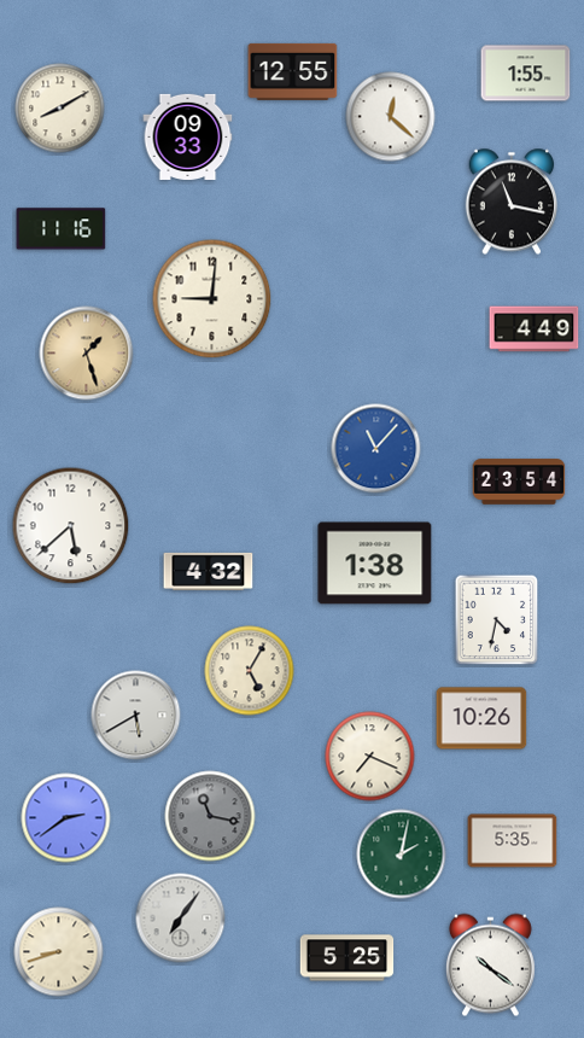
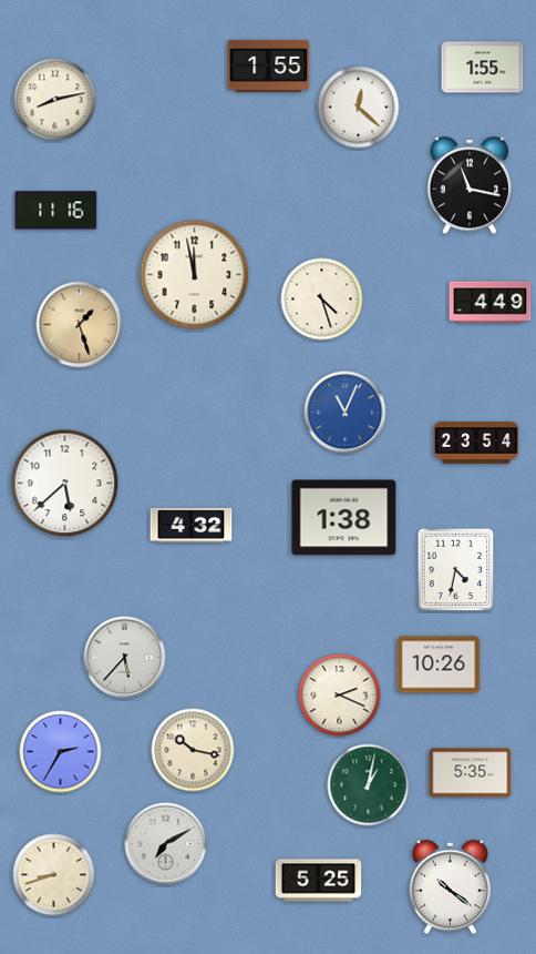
clock at (293, 71): 12:55 -> 1:55
clock at (60, 109): 8:10 -> 8:13
clock at (188, 136): 09:33 -> none
clock at (212, 299): 9:01 -> 11:58
clock at (322, 300): none -> 4:27
clock at (376, 449): 11:07 -> 11:04
clock at (250, 671): 5:05 -> none
clock at (136, 716): 5:40 -> 5:37
clock at (481, 718) position: (481, 718) -> (439, 664)
clock at (370, 757): 7:19 -> 2:19
clock at (210, 816): 11:17 -> 10:17
clock at (210, 816) dial: grey -> cream
clock at (66, 818): 2:39 -> 2:35
clock at (402, 855): 2:02 -> 1:02
clock at (181, 919): 7:06 -> 7:10
